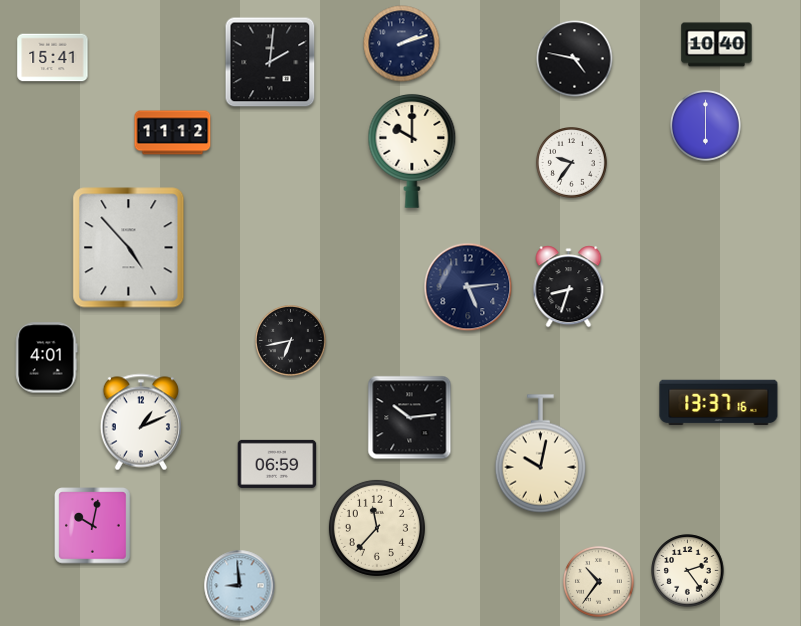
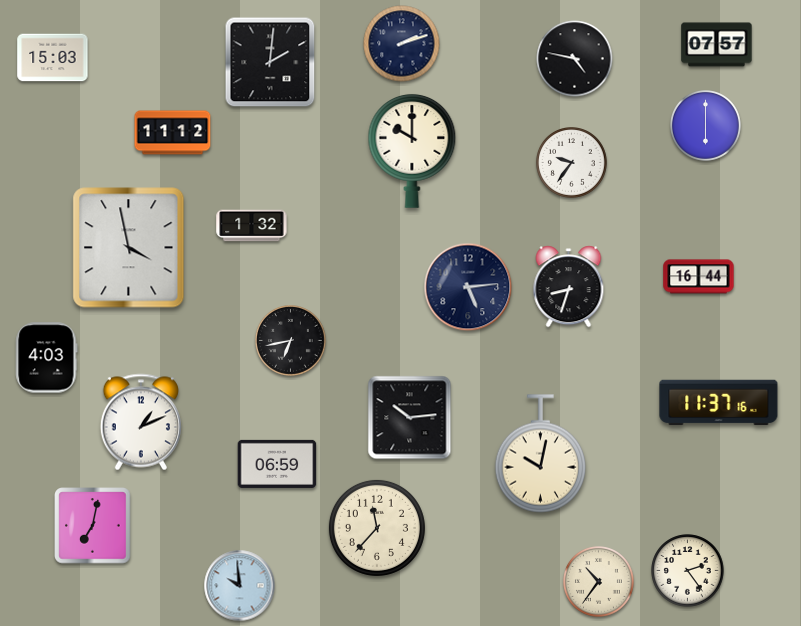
clock at (717, 45): 10:40 -> 07:57
clock at (53, 58): 15:41 -> 15:03
clock at (252, 226): none -> 1:32
clock at (129, 248): 4:53 -> 3:58
clock at (699, 277): none -> 16:44
clock at (47, 358): 4:01 -> 4:03
clock at (719, 403): 13:37 -> 11:37
clock at (93, 526): 10:02 -> 7:02
clock at (240, 586): 8:59 -> 9:59
